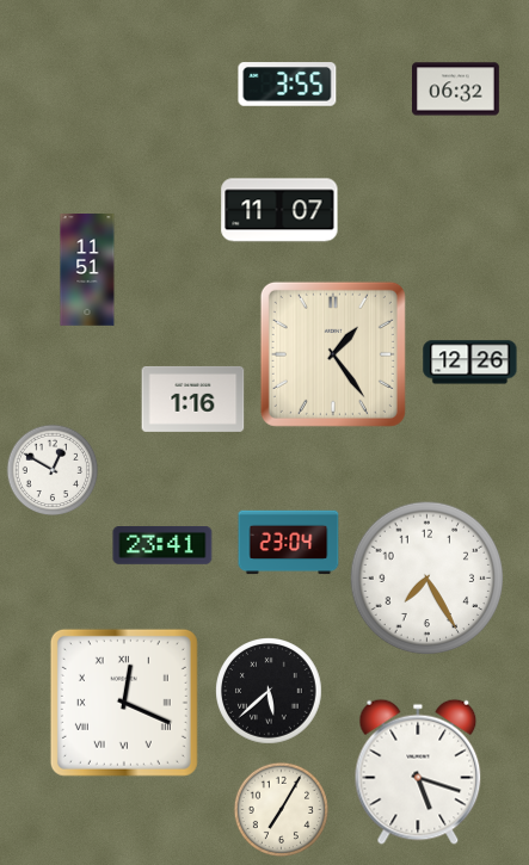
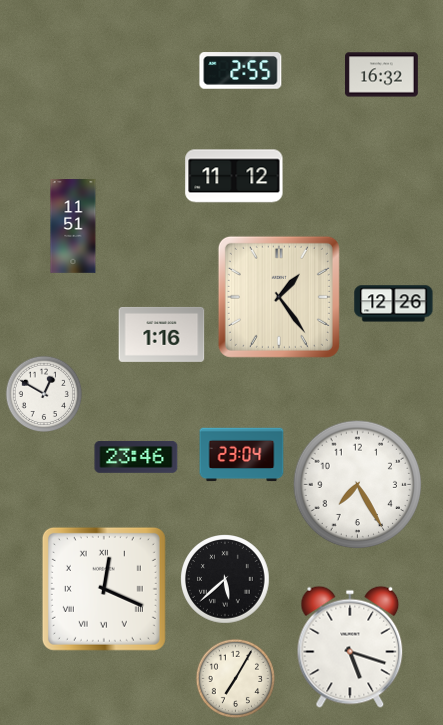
clock at (288, 85): 3:55 -> 2:55
clock at (456, 89): 06:32 -> 16:32
clock at (279, 210): 11:07 -> 11:12
clock at (162, 546): 23:41 -> 23:46
